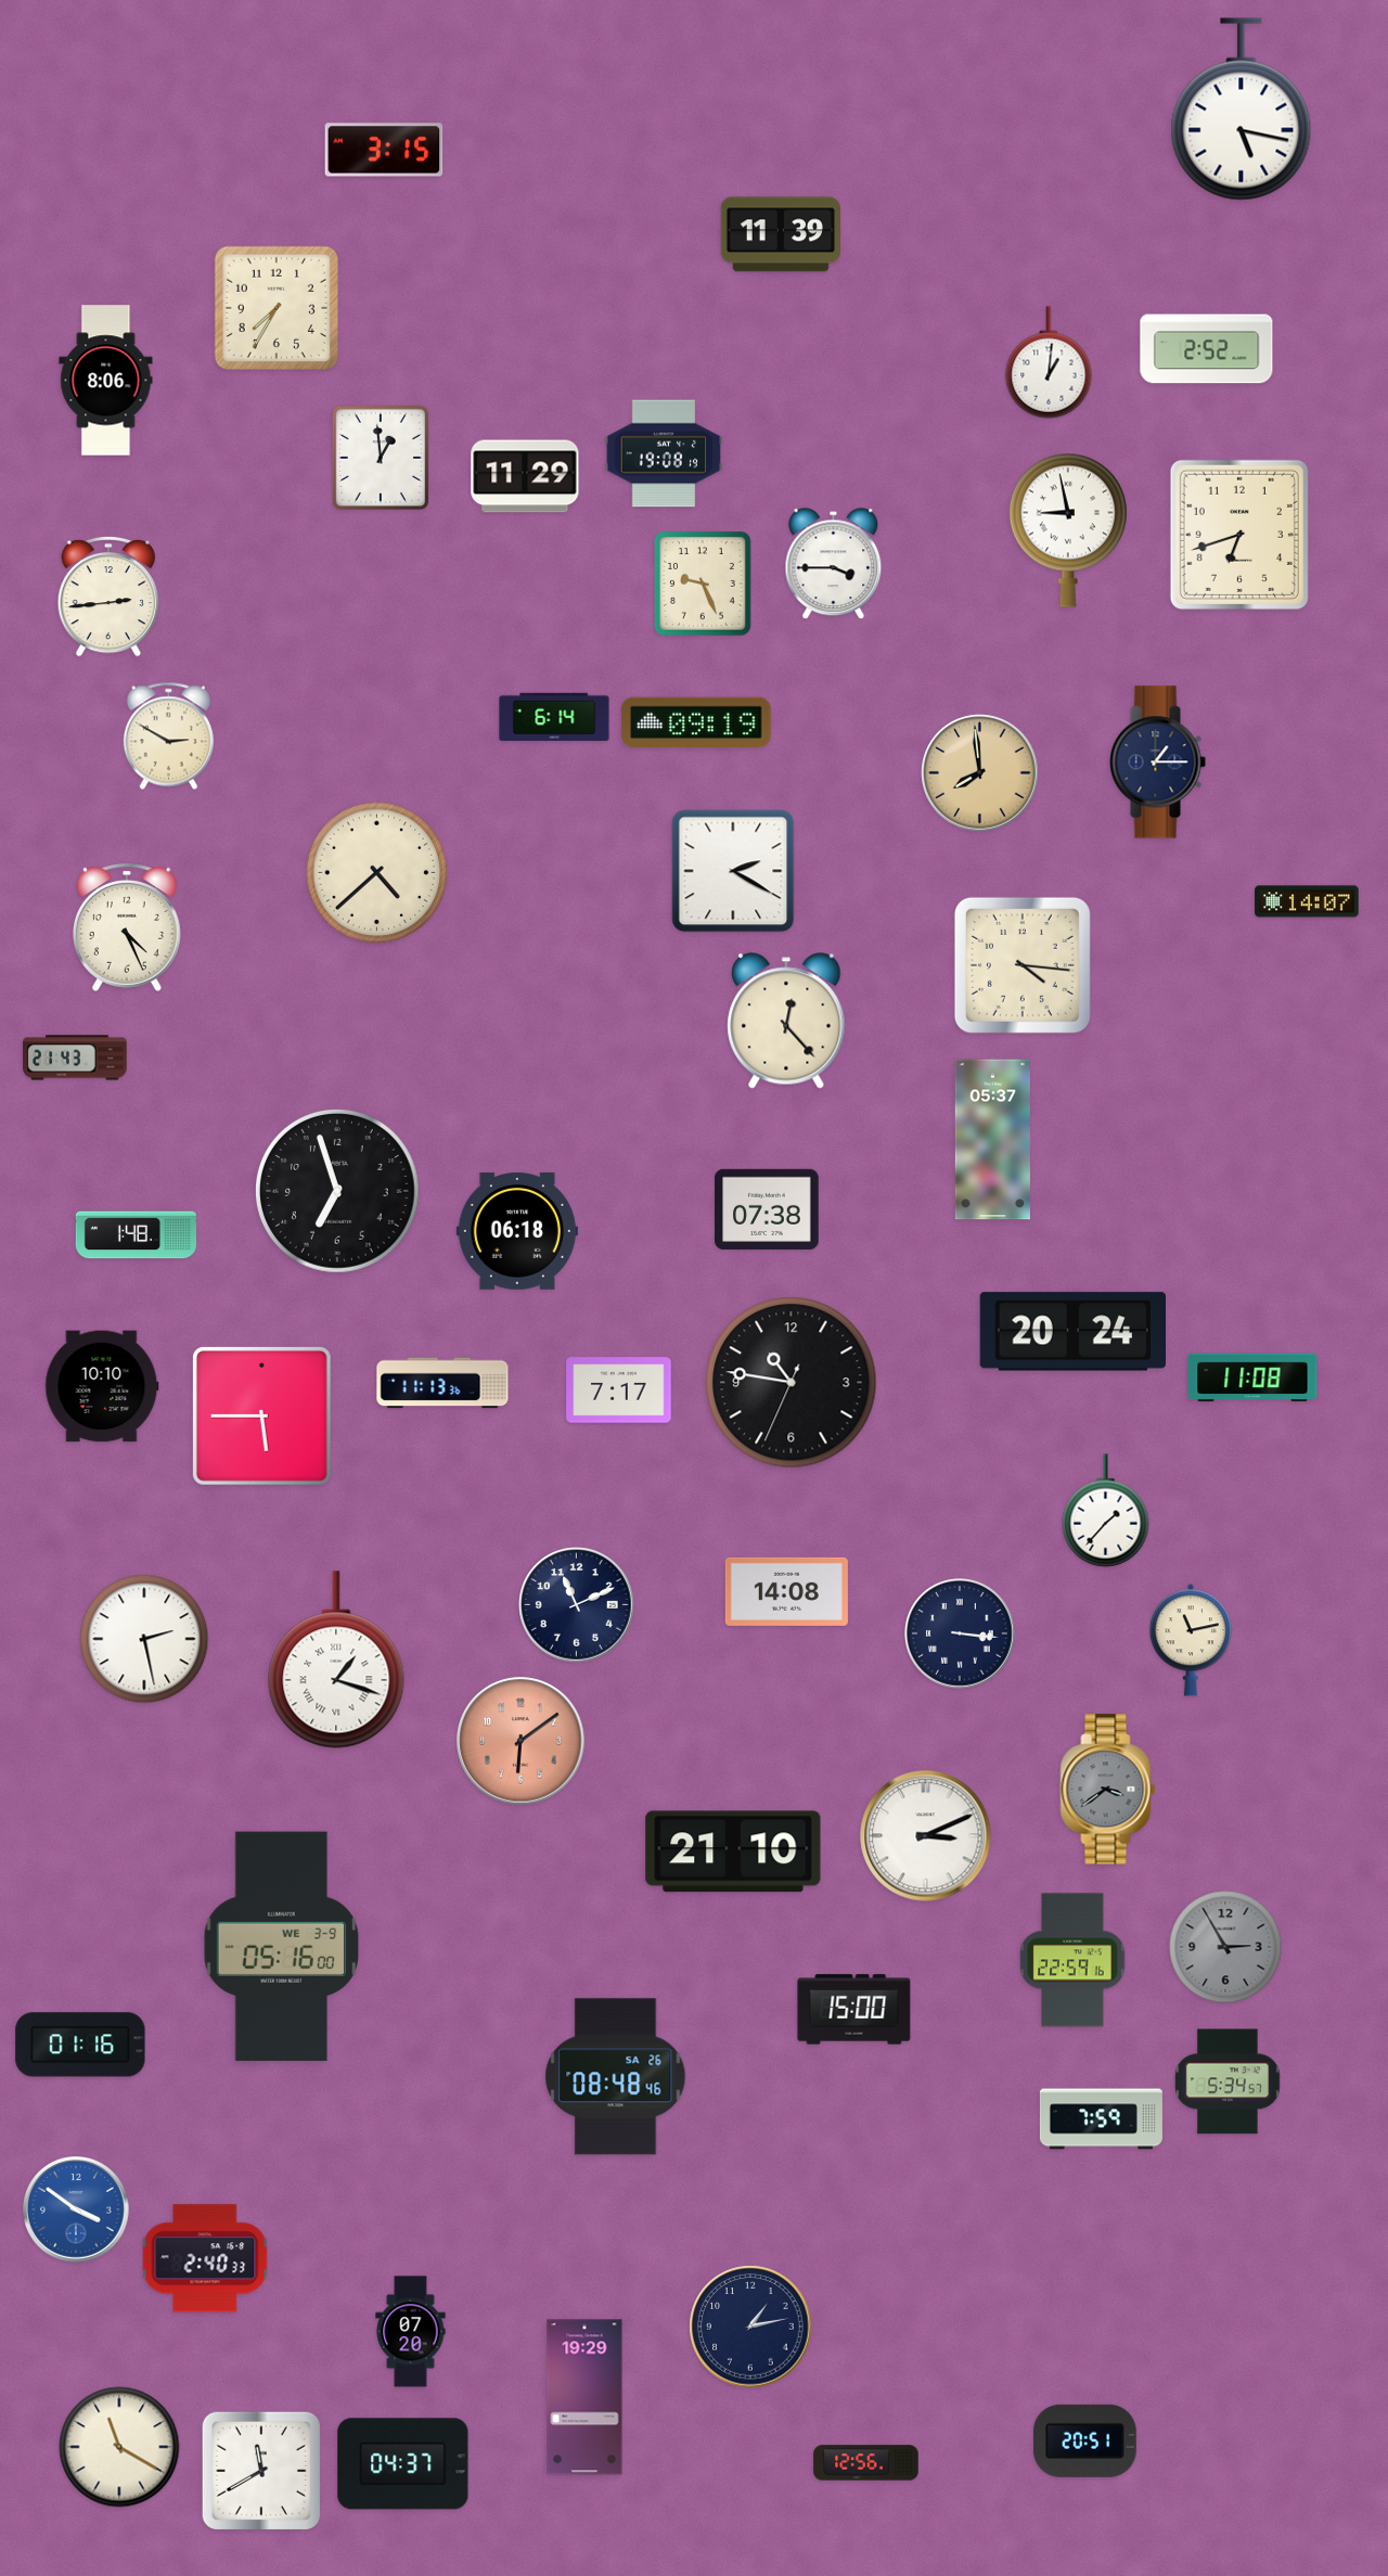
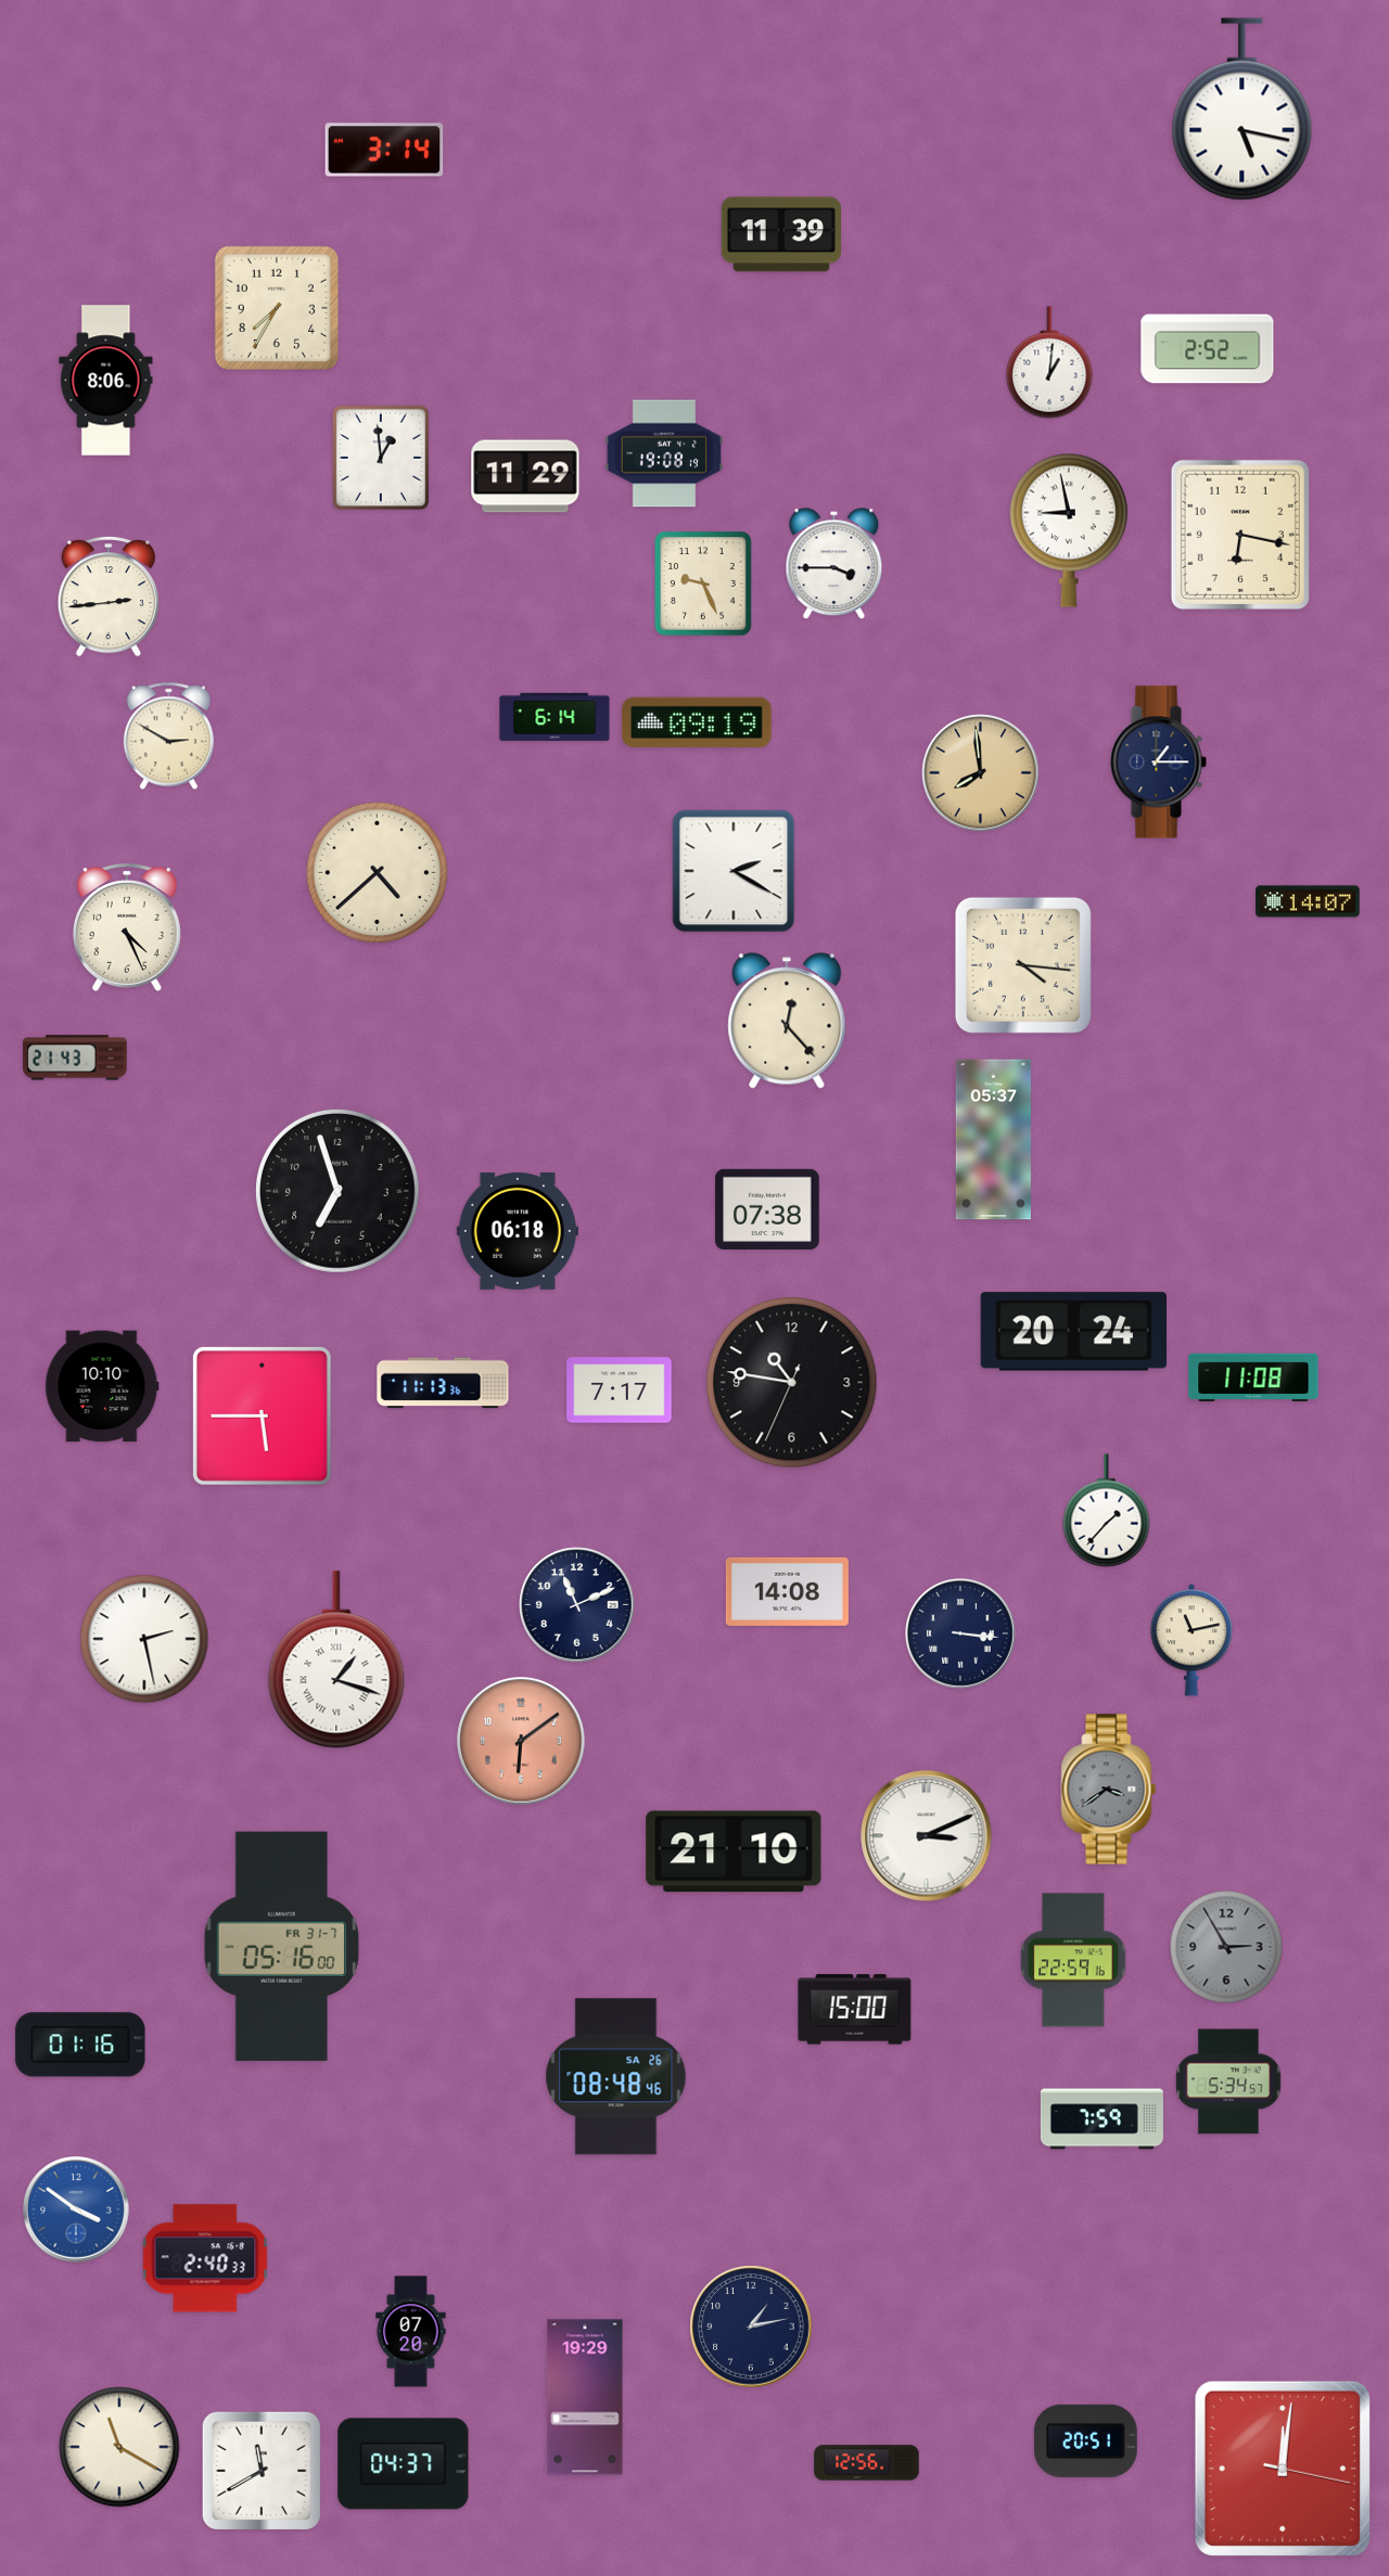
clock at (384, 150): 3:15 -> 3:14
clock at (1239, 535): 6:42 -> 6:17
clock at (136, 1235): 1:48 -> none
clock at (281, 1947) date: WE 3-9 -> FR 31-7
clock at (1283, 2469): none -> 12:01
